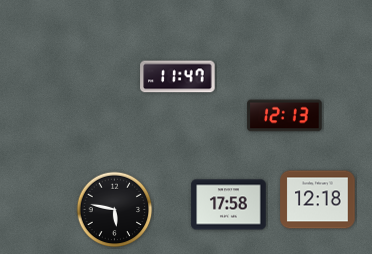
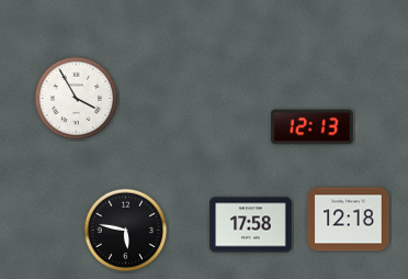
clock at (178, 77): 11:47 -> none
clock at (77, 99): none -> 3:55
